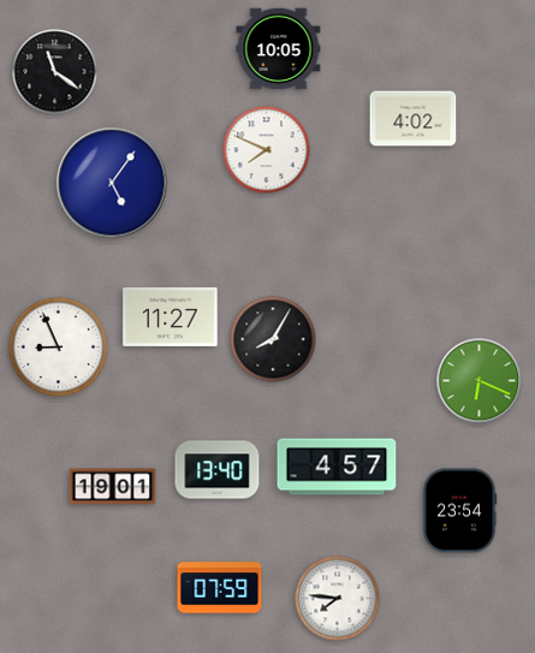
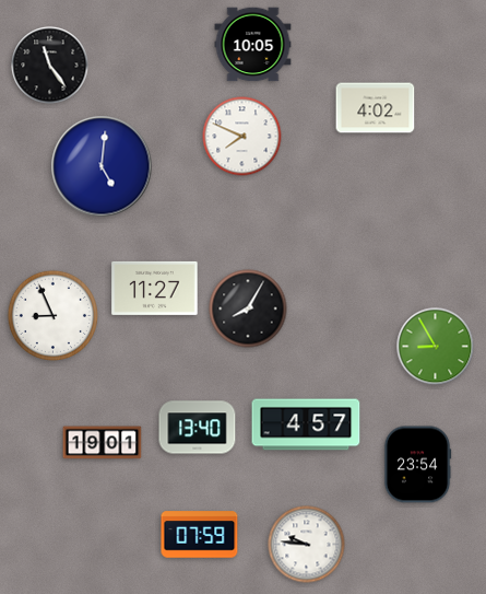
clock at (55, 72): 11:21 -> 11:24
clock at (112, 183): 5:06 -> 5:01
clock at (480, 381): 6:19 -> 8:55
clock at (338, 599): 7:46 -> 9:46
